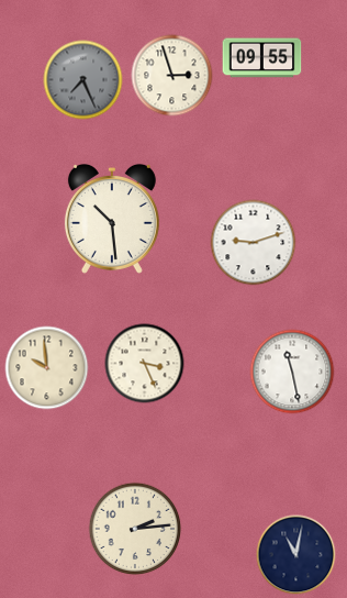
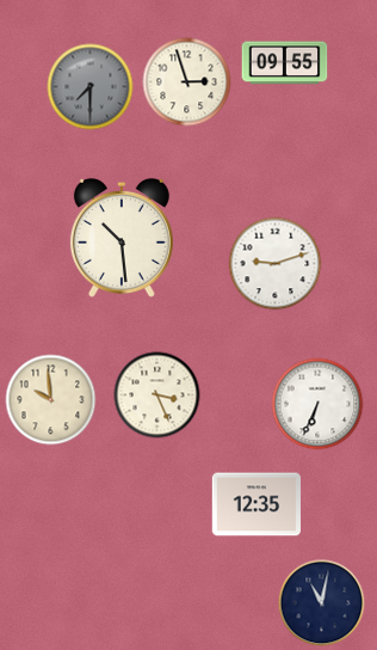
clock at (83, 80): 7:26 -> 7:30
clock at (292, 372): 11:28 -> 6:34
clock at (255, 504): none -> 12:35
clock at (135, 529): 2:14 -> none
